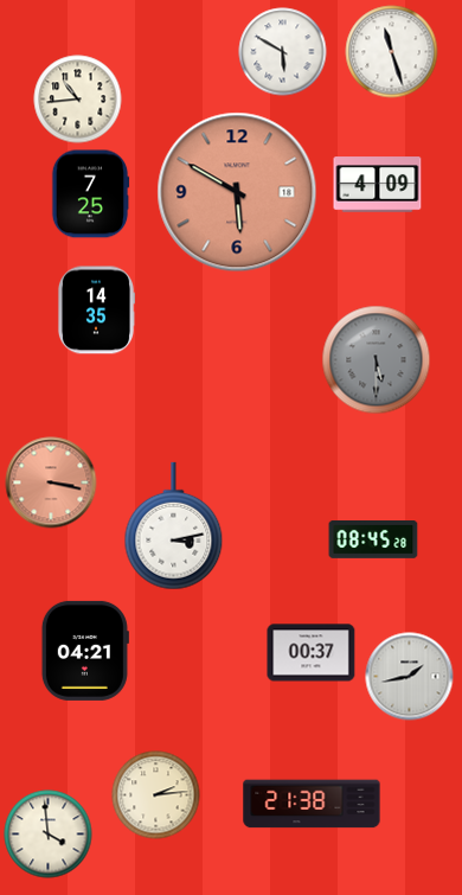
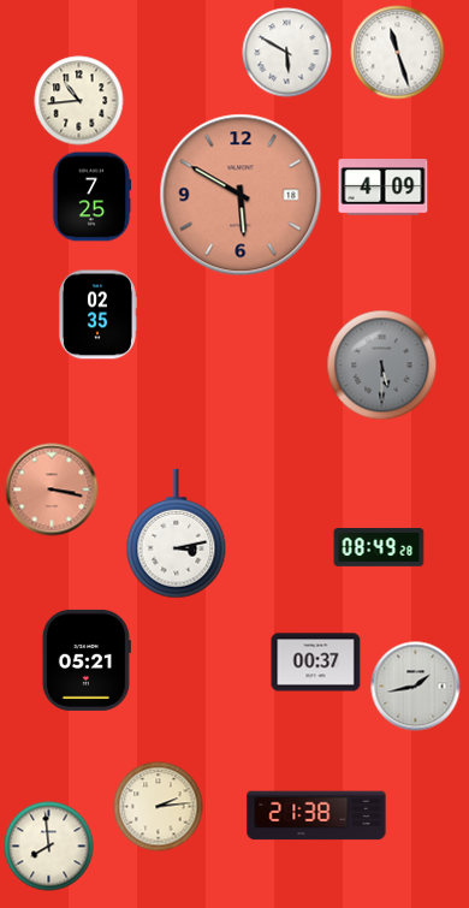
clock at (95, 311): 14:35 -> 02:35
clock at (373, 541): 08:45 -> 08:49
clock at (85, 651): 04:21 -> 05:21
clock at (49, 835): 3:59 -> 7:59
